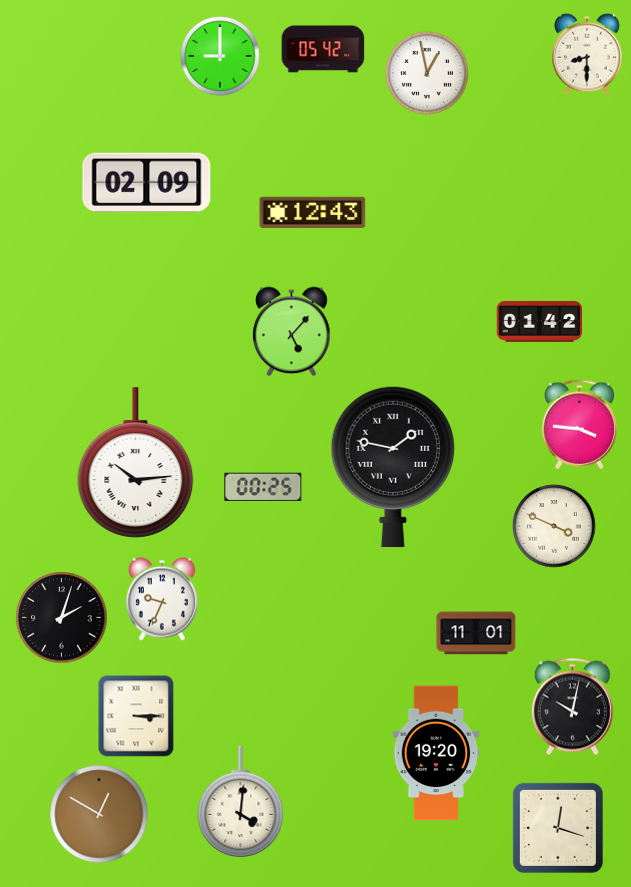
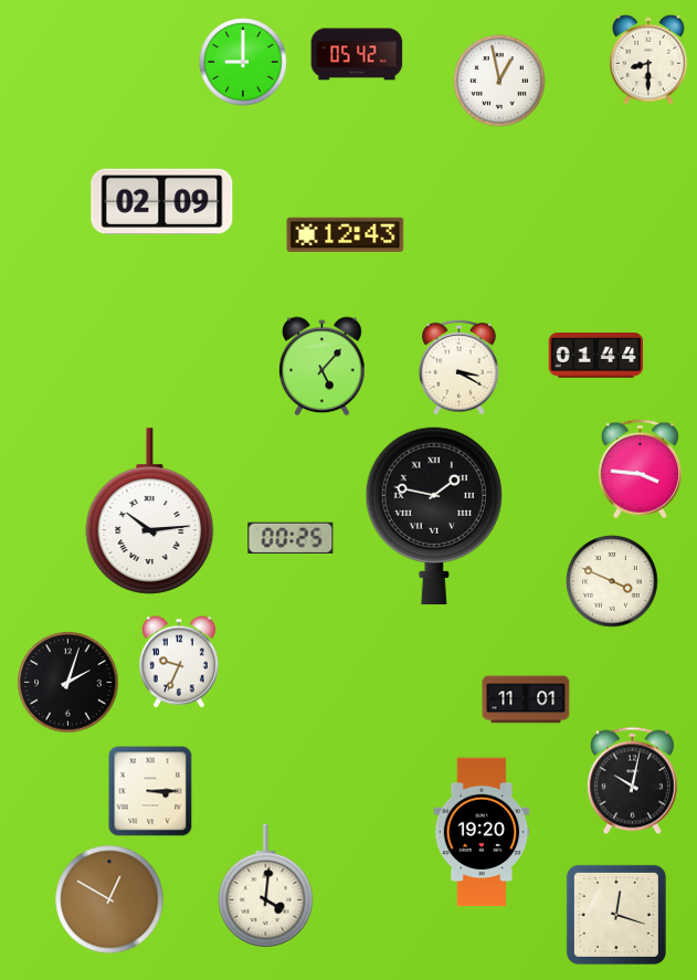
clock at (427, 73) position: (427, 73) -> (499, 81)
clock at (540, 322): 01:42 -> 01:44
clock at (460, 367): none -> 3:20
